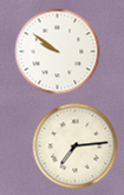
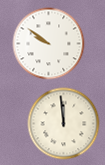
clock at (76, 147): 7:14 -> 11:59
